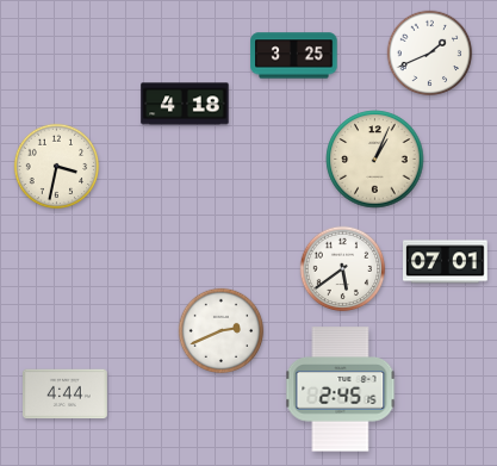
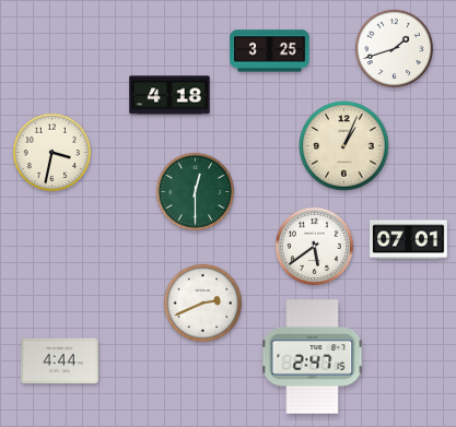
clock at (430, 54): 1:41 -> 1:42
clock at (196, 192): none -> 12:30
clock at (341, 390): 2:45 -> 2:47
